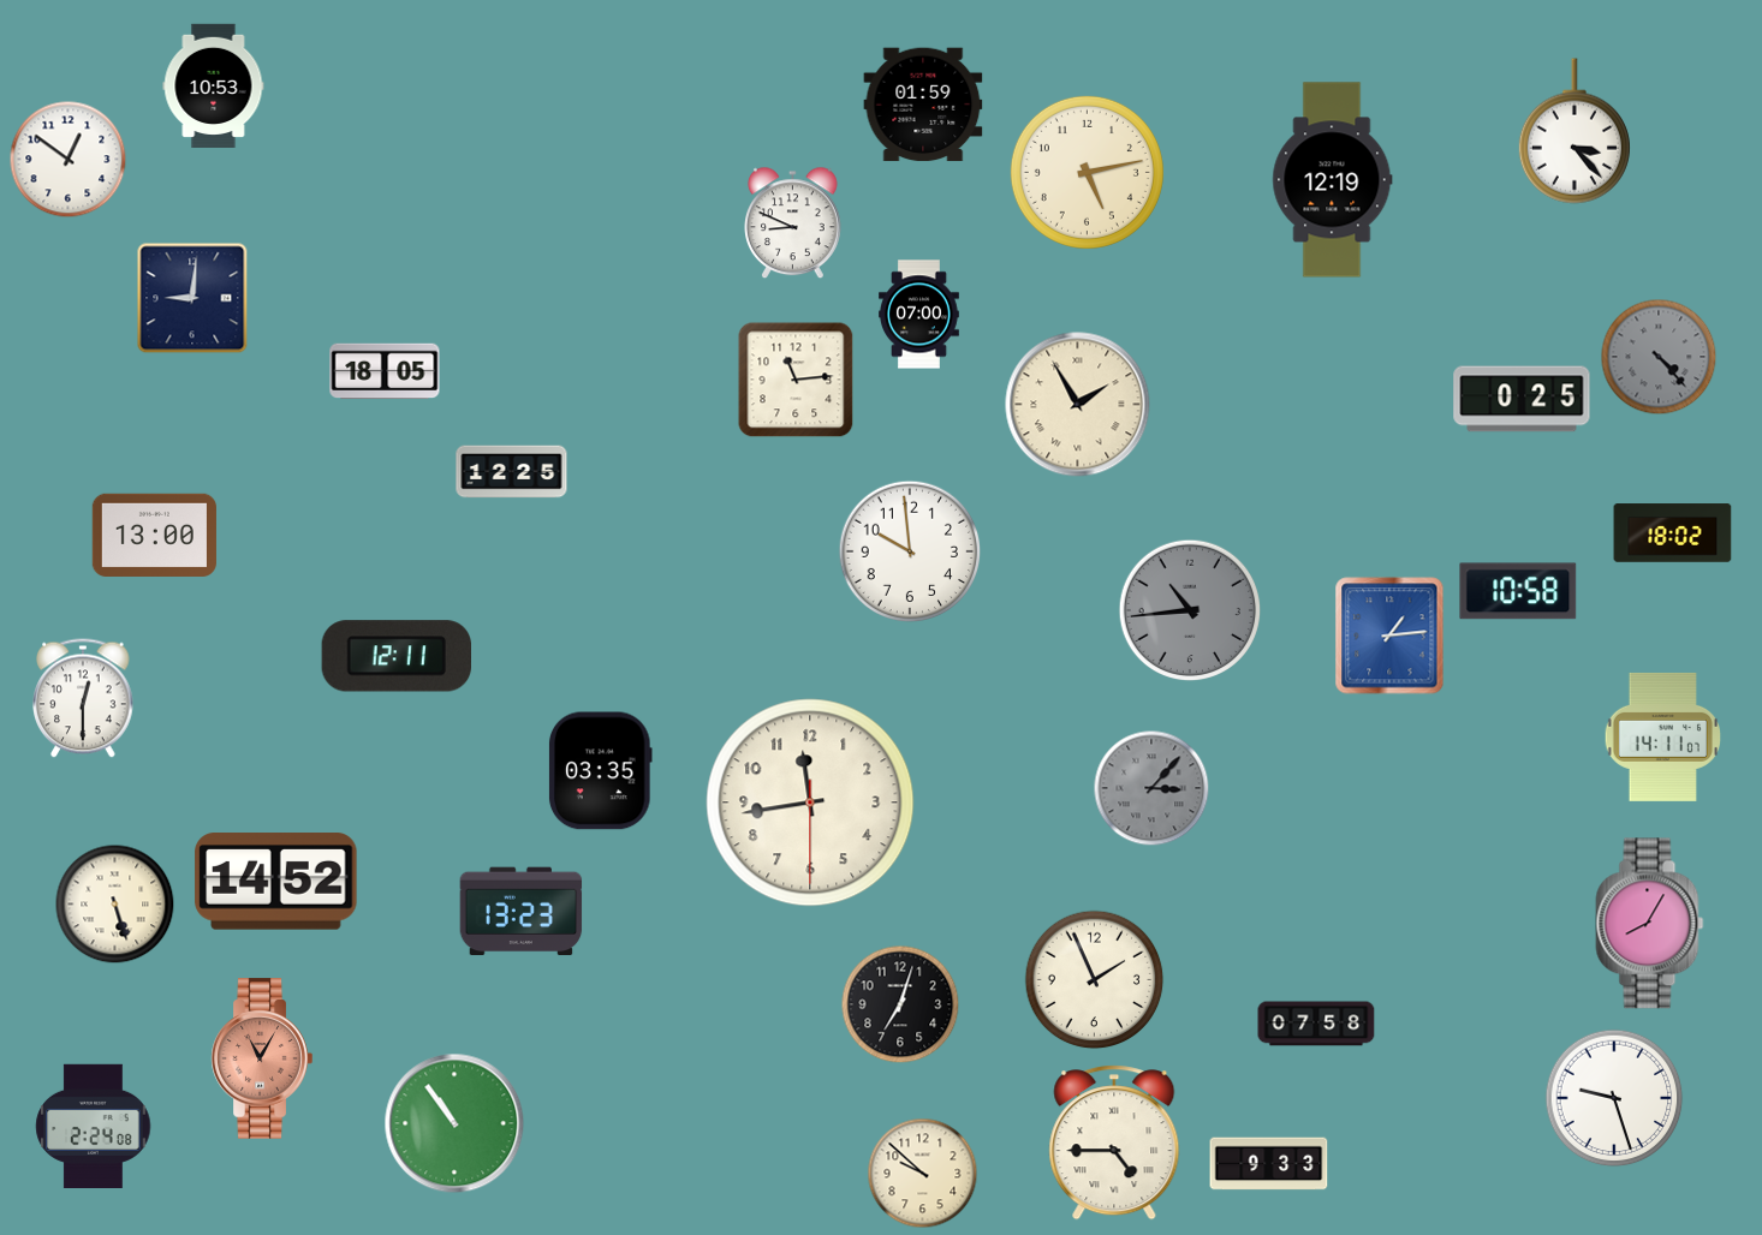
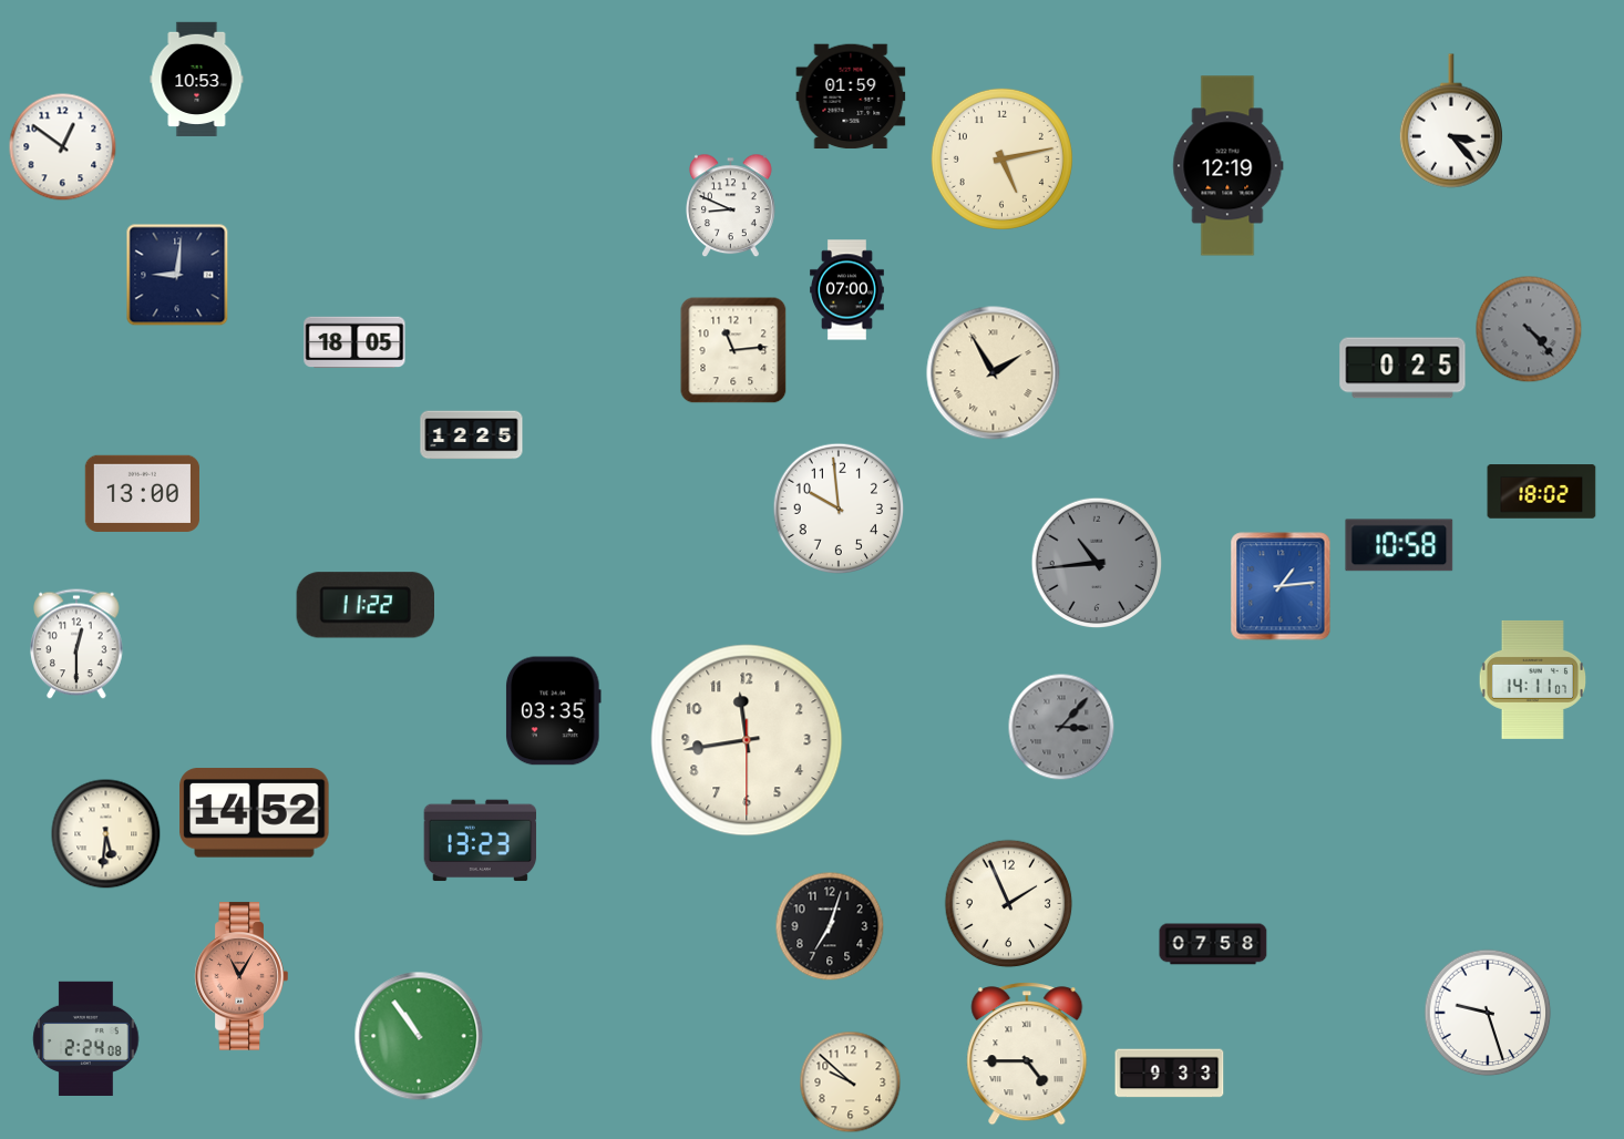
clock at (395, 656): 12:11 -> 11:22
clock at (115, 905): 5:27 -> 5:31
clock at (1650, 924): 8:05 -> none
